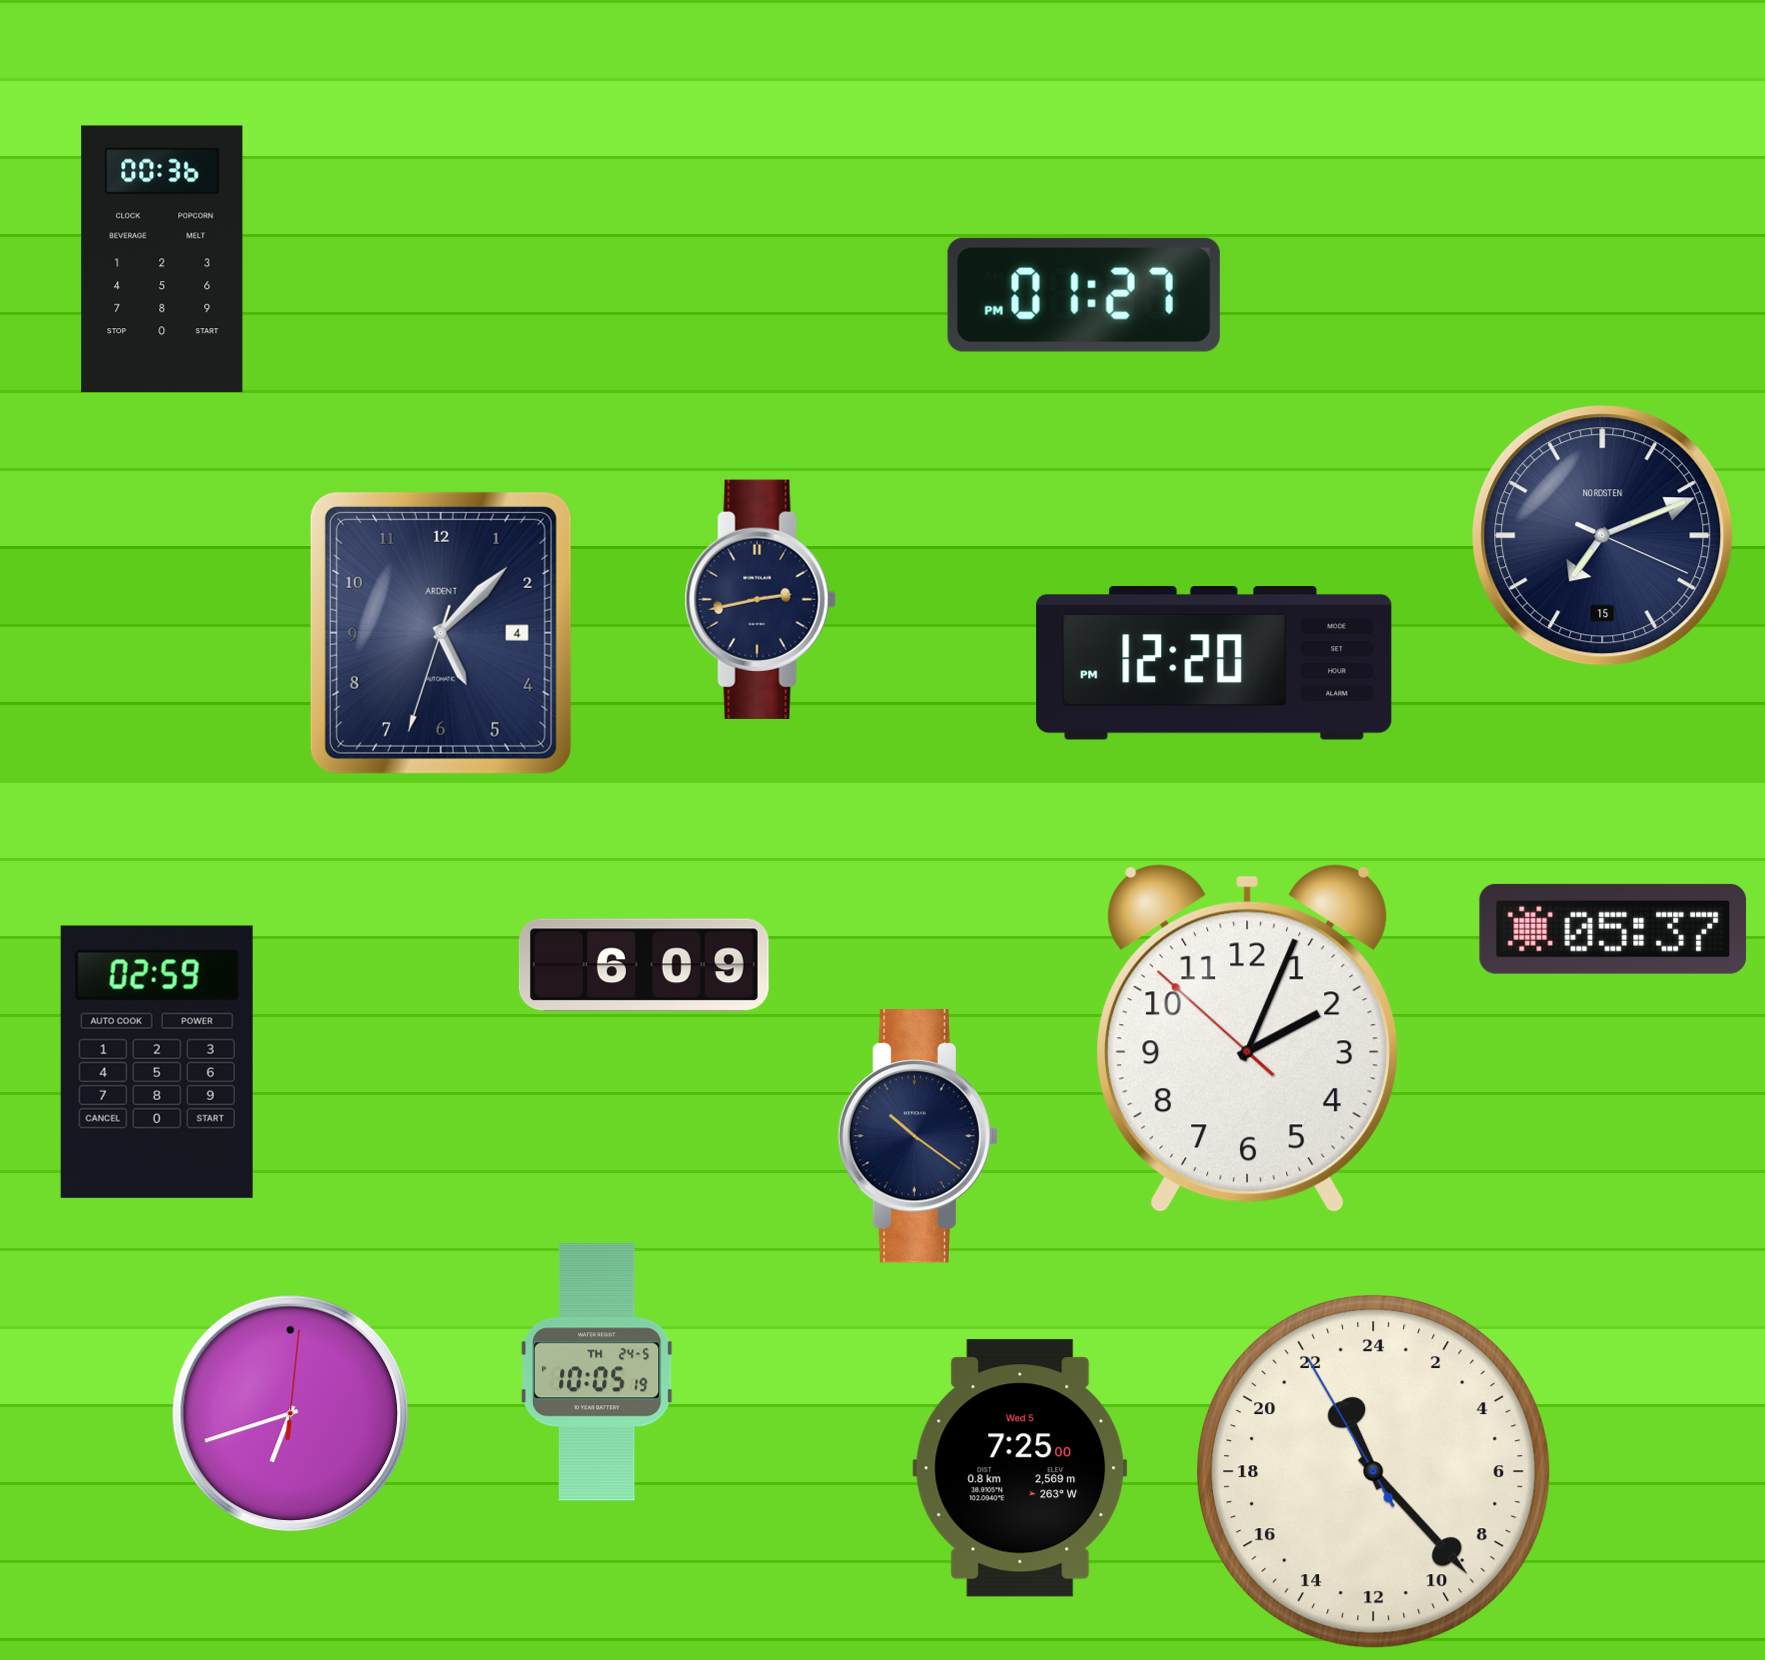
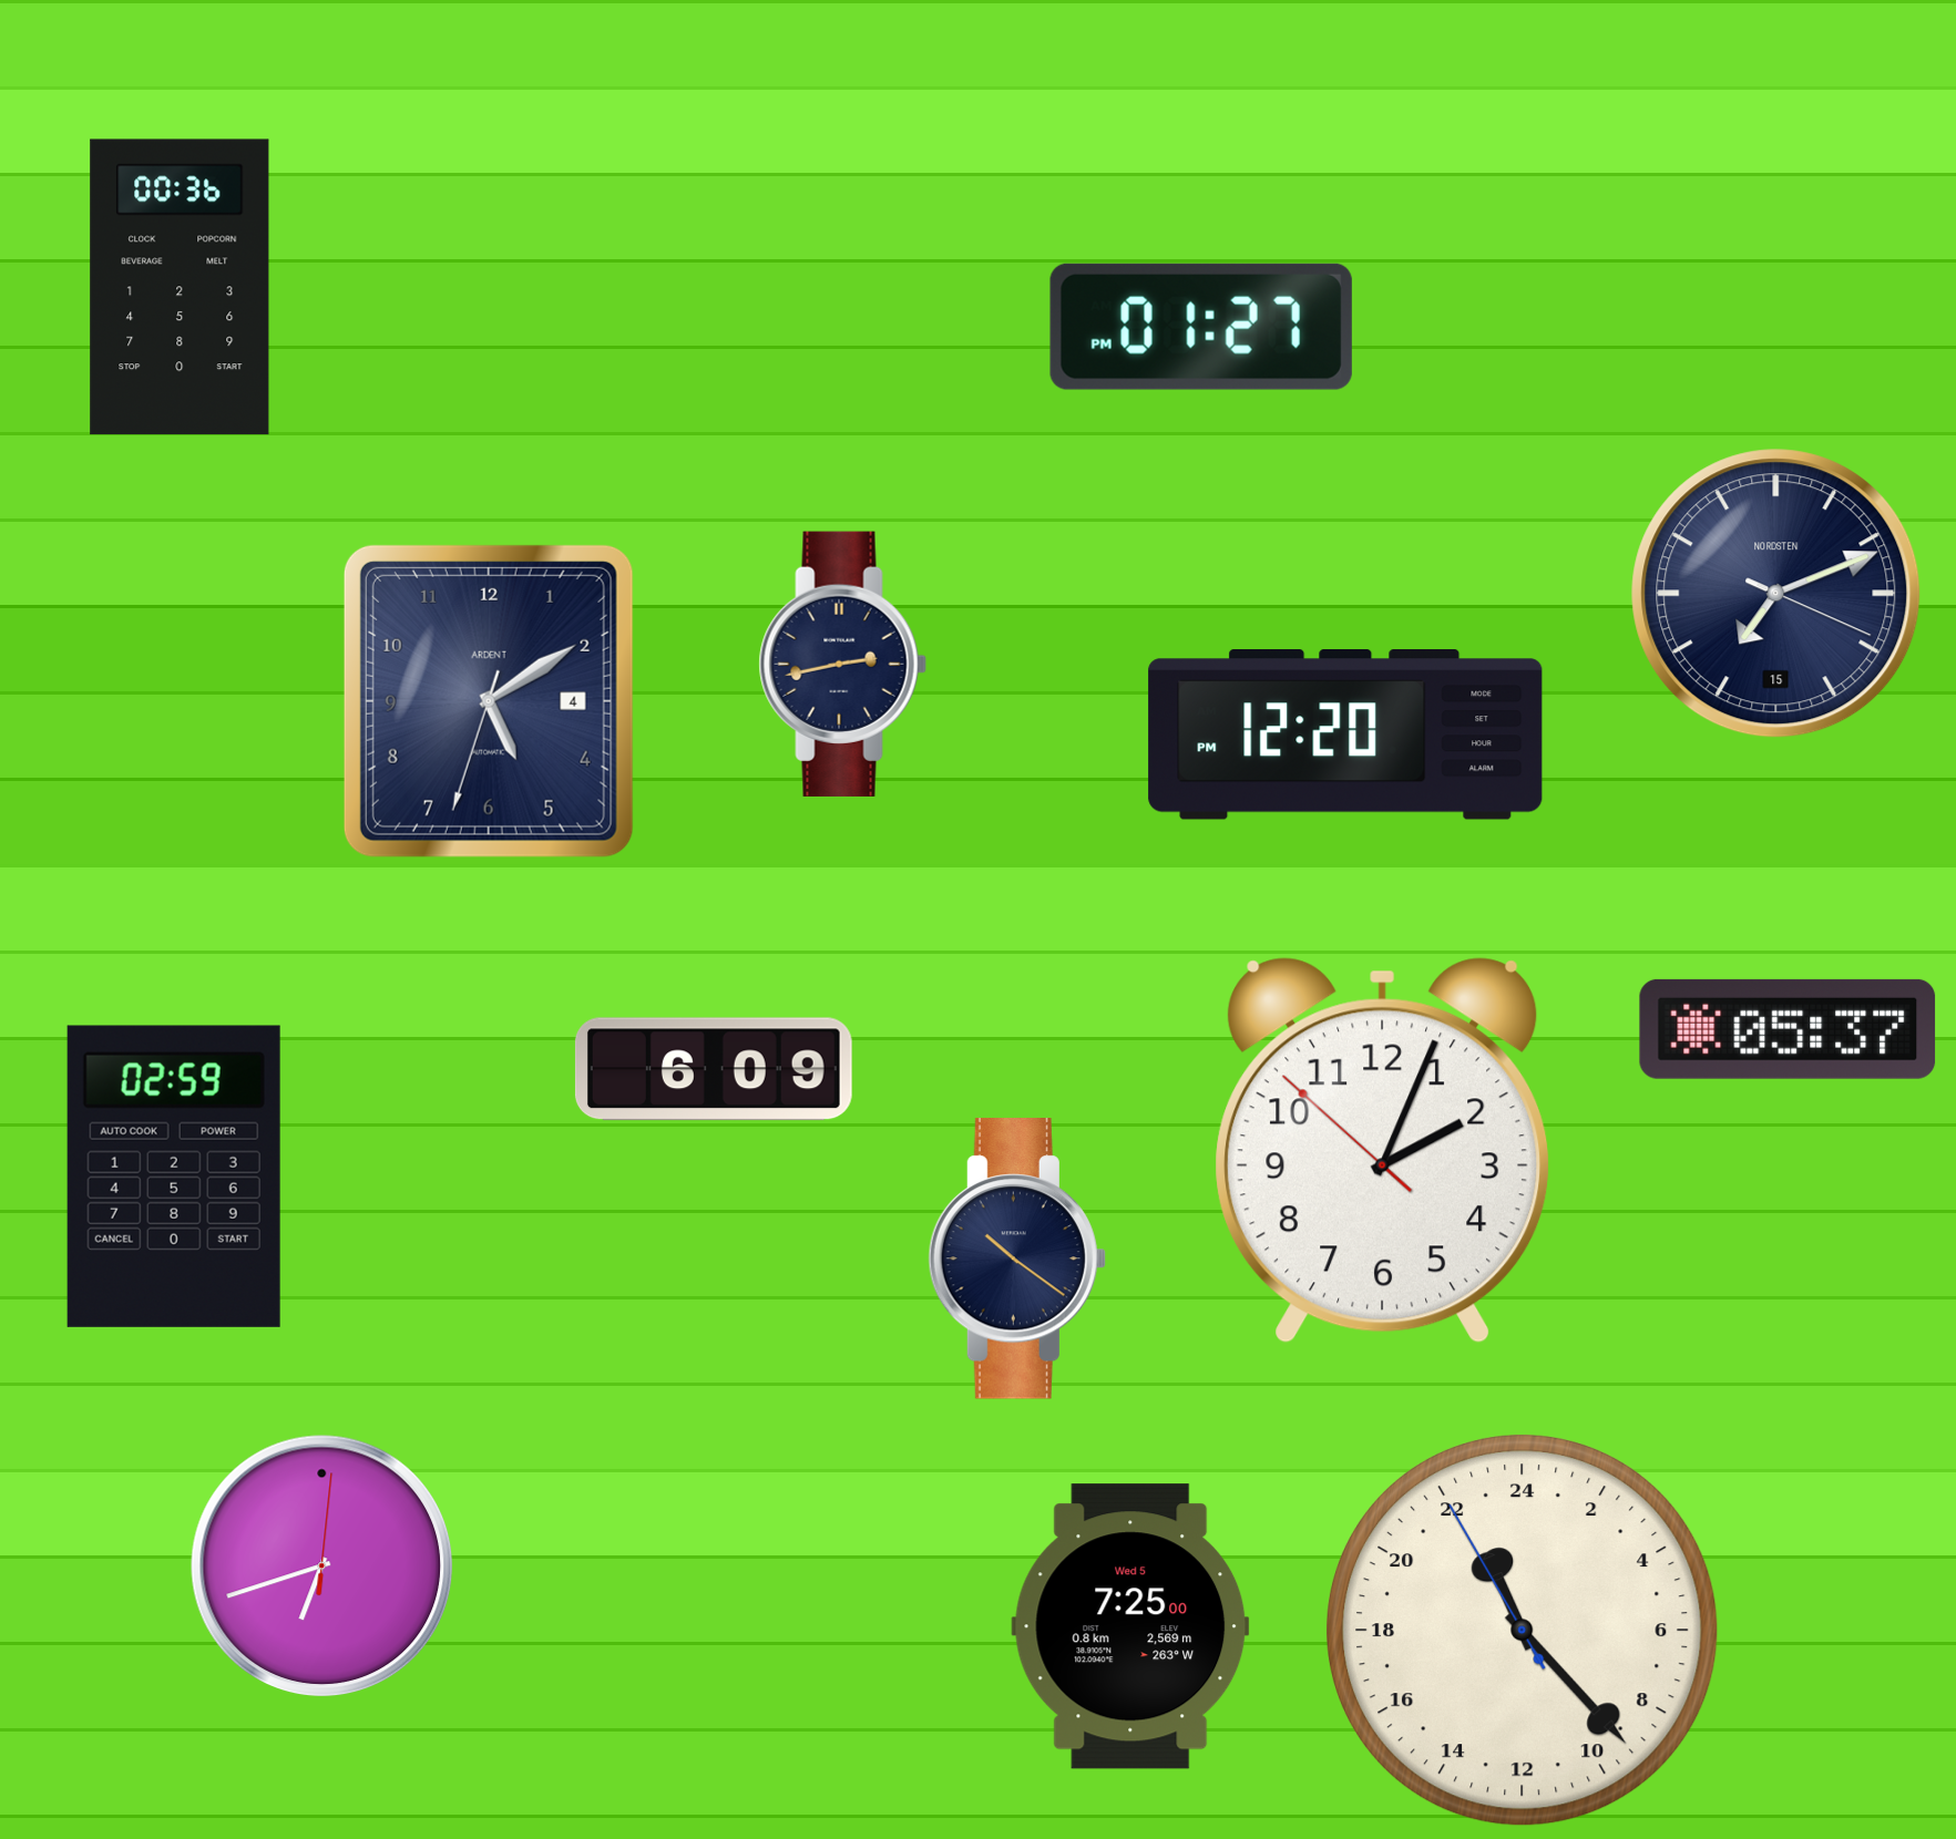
clock at (441, 633): 5:07 -> 5:09
clock at (597, 1372): 10:05 -> none
